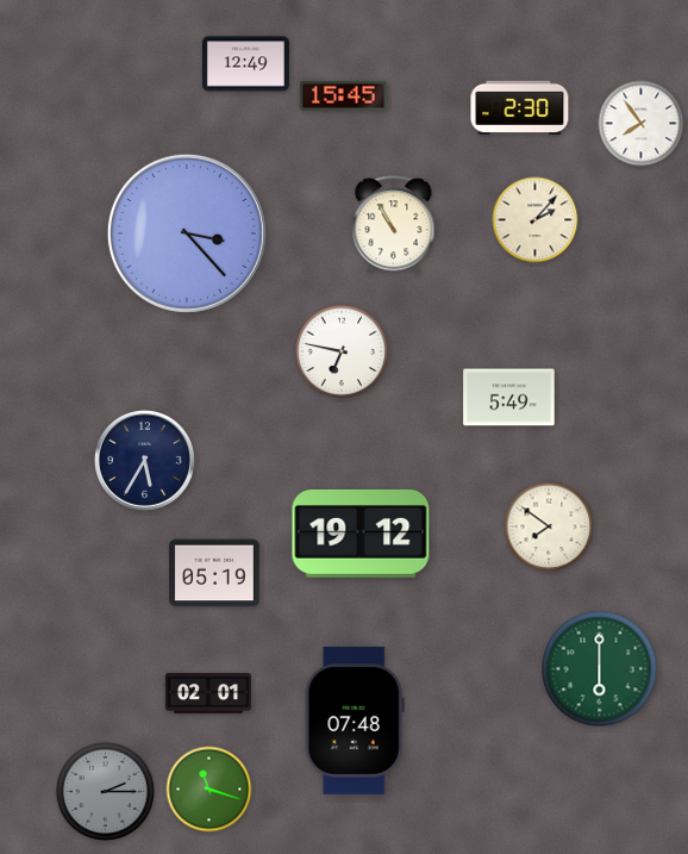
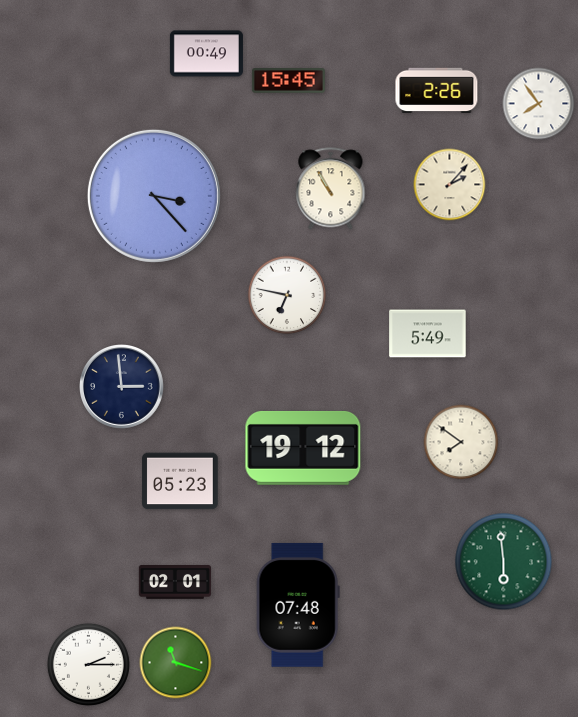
clock at (245, 64): 12:49 -> 00:49
clock at (520, 108): 2:30 -> 2:26
clock at (187, 233) position: (187, 233) -> (154, 196)
clock at (145, 461): 5:35 -> 2:59
clock at (214, 573): 05:19 -> 05:23
clock at (600, 669): 6:00 -> 5:59
clock at (105, 791) dial: grey -> white
